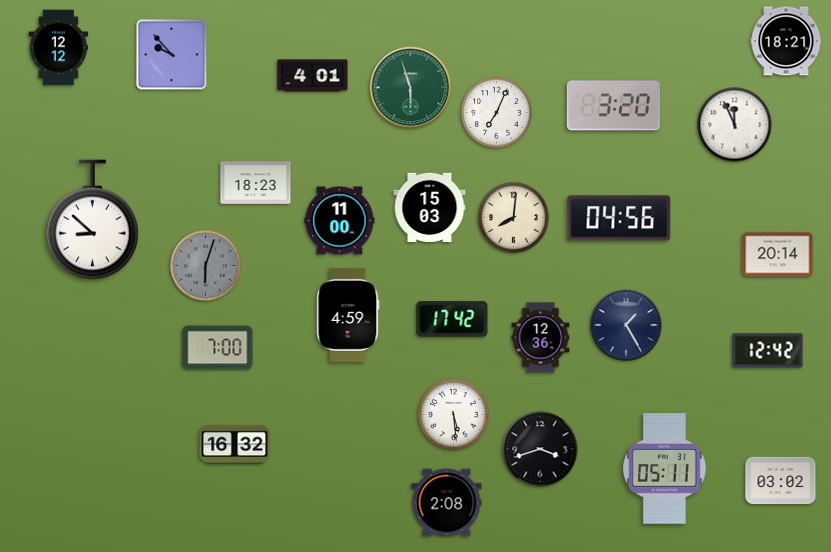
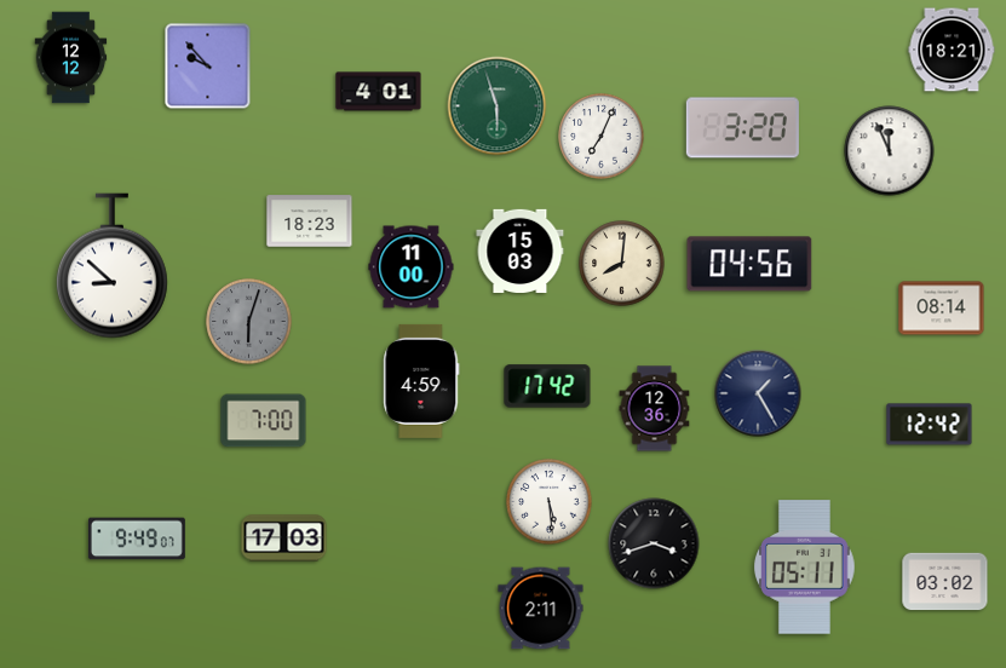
clock at (778, 255): 20:14 -> 08:14
clock at (137, 539): none -> 9:49
clock at (235, 445): 16:32 -> 17:03
clock at (447, 503): 2:08 -> 2:11
